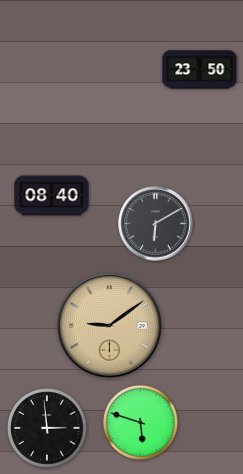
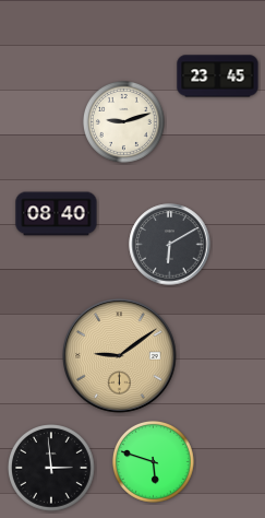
clock at (200, 70): 23:50 -> 23:45
clock at (123, 121): none -> 9:12
